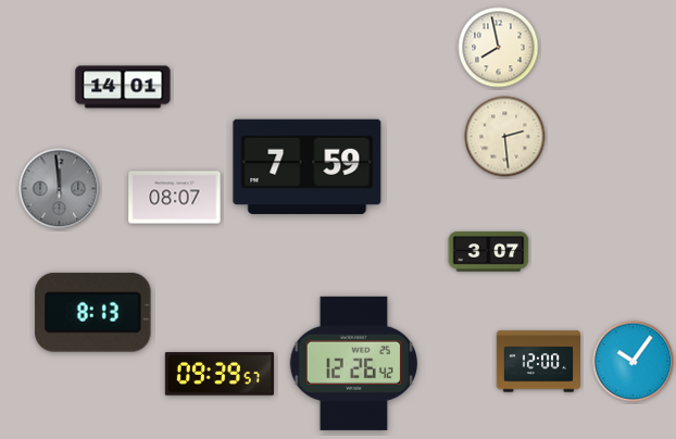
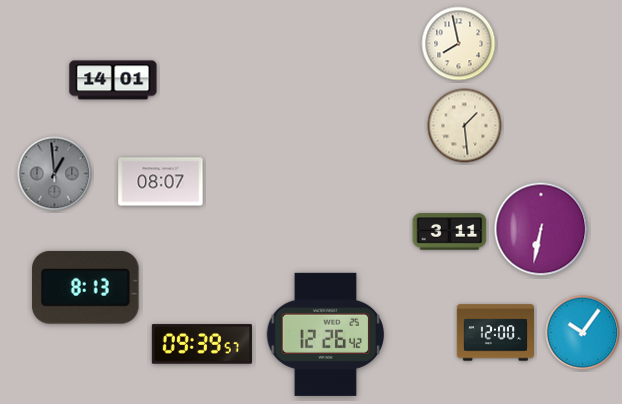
clock at (505, 137): 2:29 -> 1:29
clock at (308, 166): 7:59 -> none
clock at (60, 189): 11:59 -> 12:59
clock at (541, 229): none -> 6:32
clock at (489, 252): 3:07 -> 3:11
